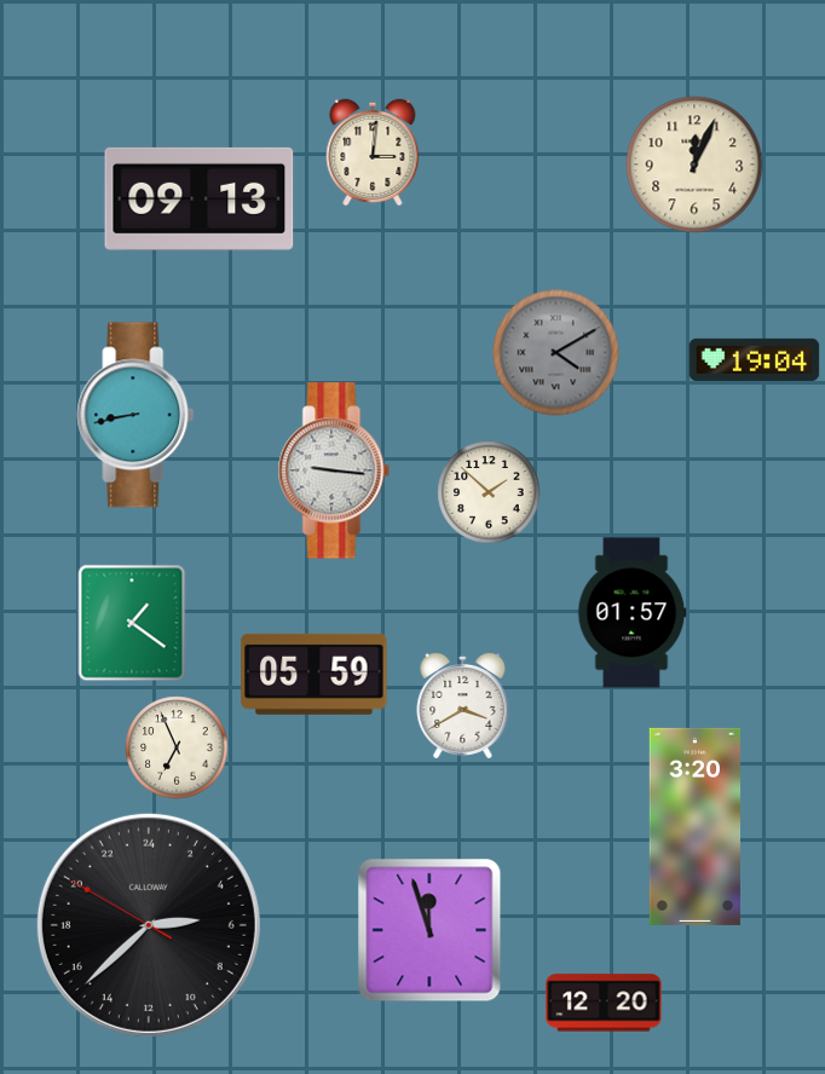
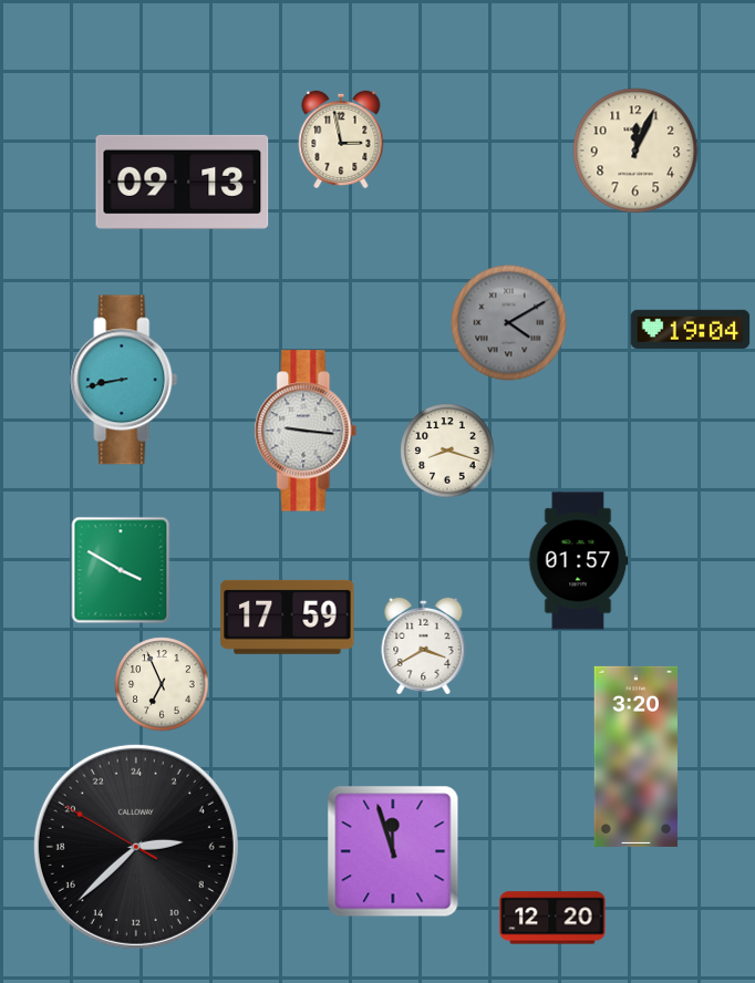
clock at (373, 151): 3:01 -> 2:58
clock at (489, 492): 1:52 -> 8:18
clock at (132, 623): 1:21 -> 3:50
clock at (315, 674): 05:59 -> 17:59
